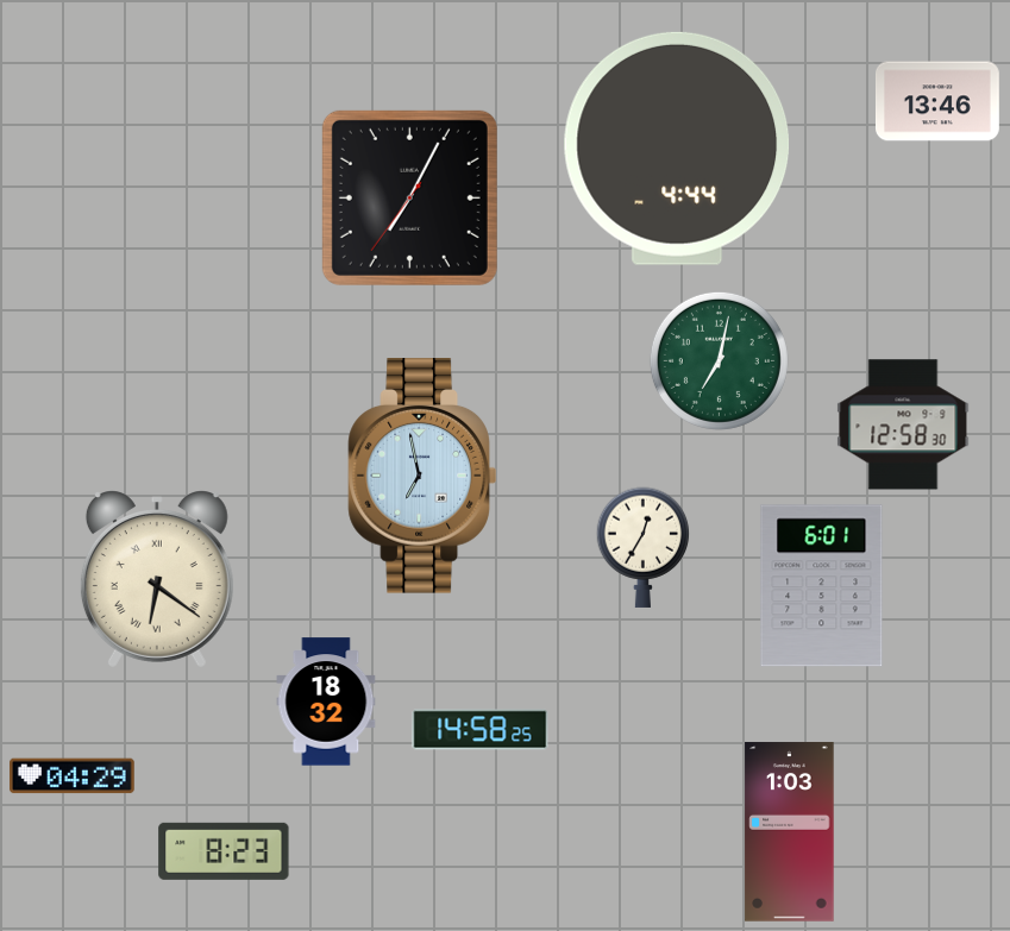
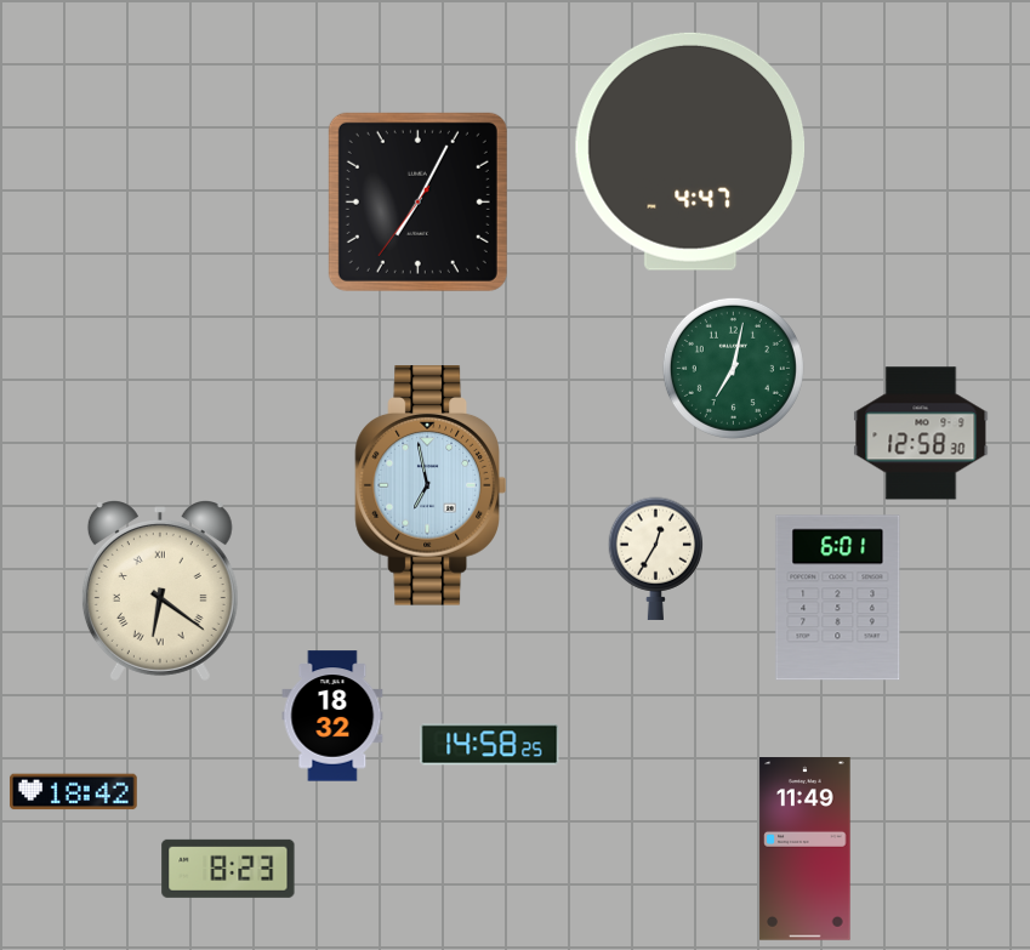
clock at (937, 101): 13:46 -> none
clock at (677, 149): 4:44 -> 4:47
clock at (73, 776): 04:29 -> 18:42
clock at (790, 832): 1:03 -> 11:49
